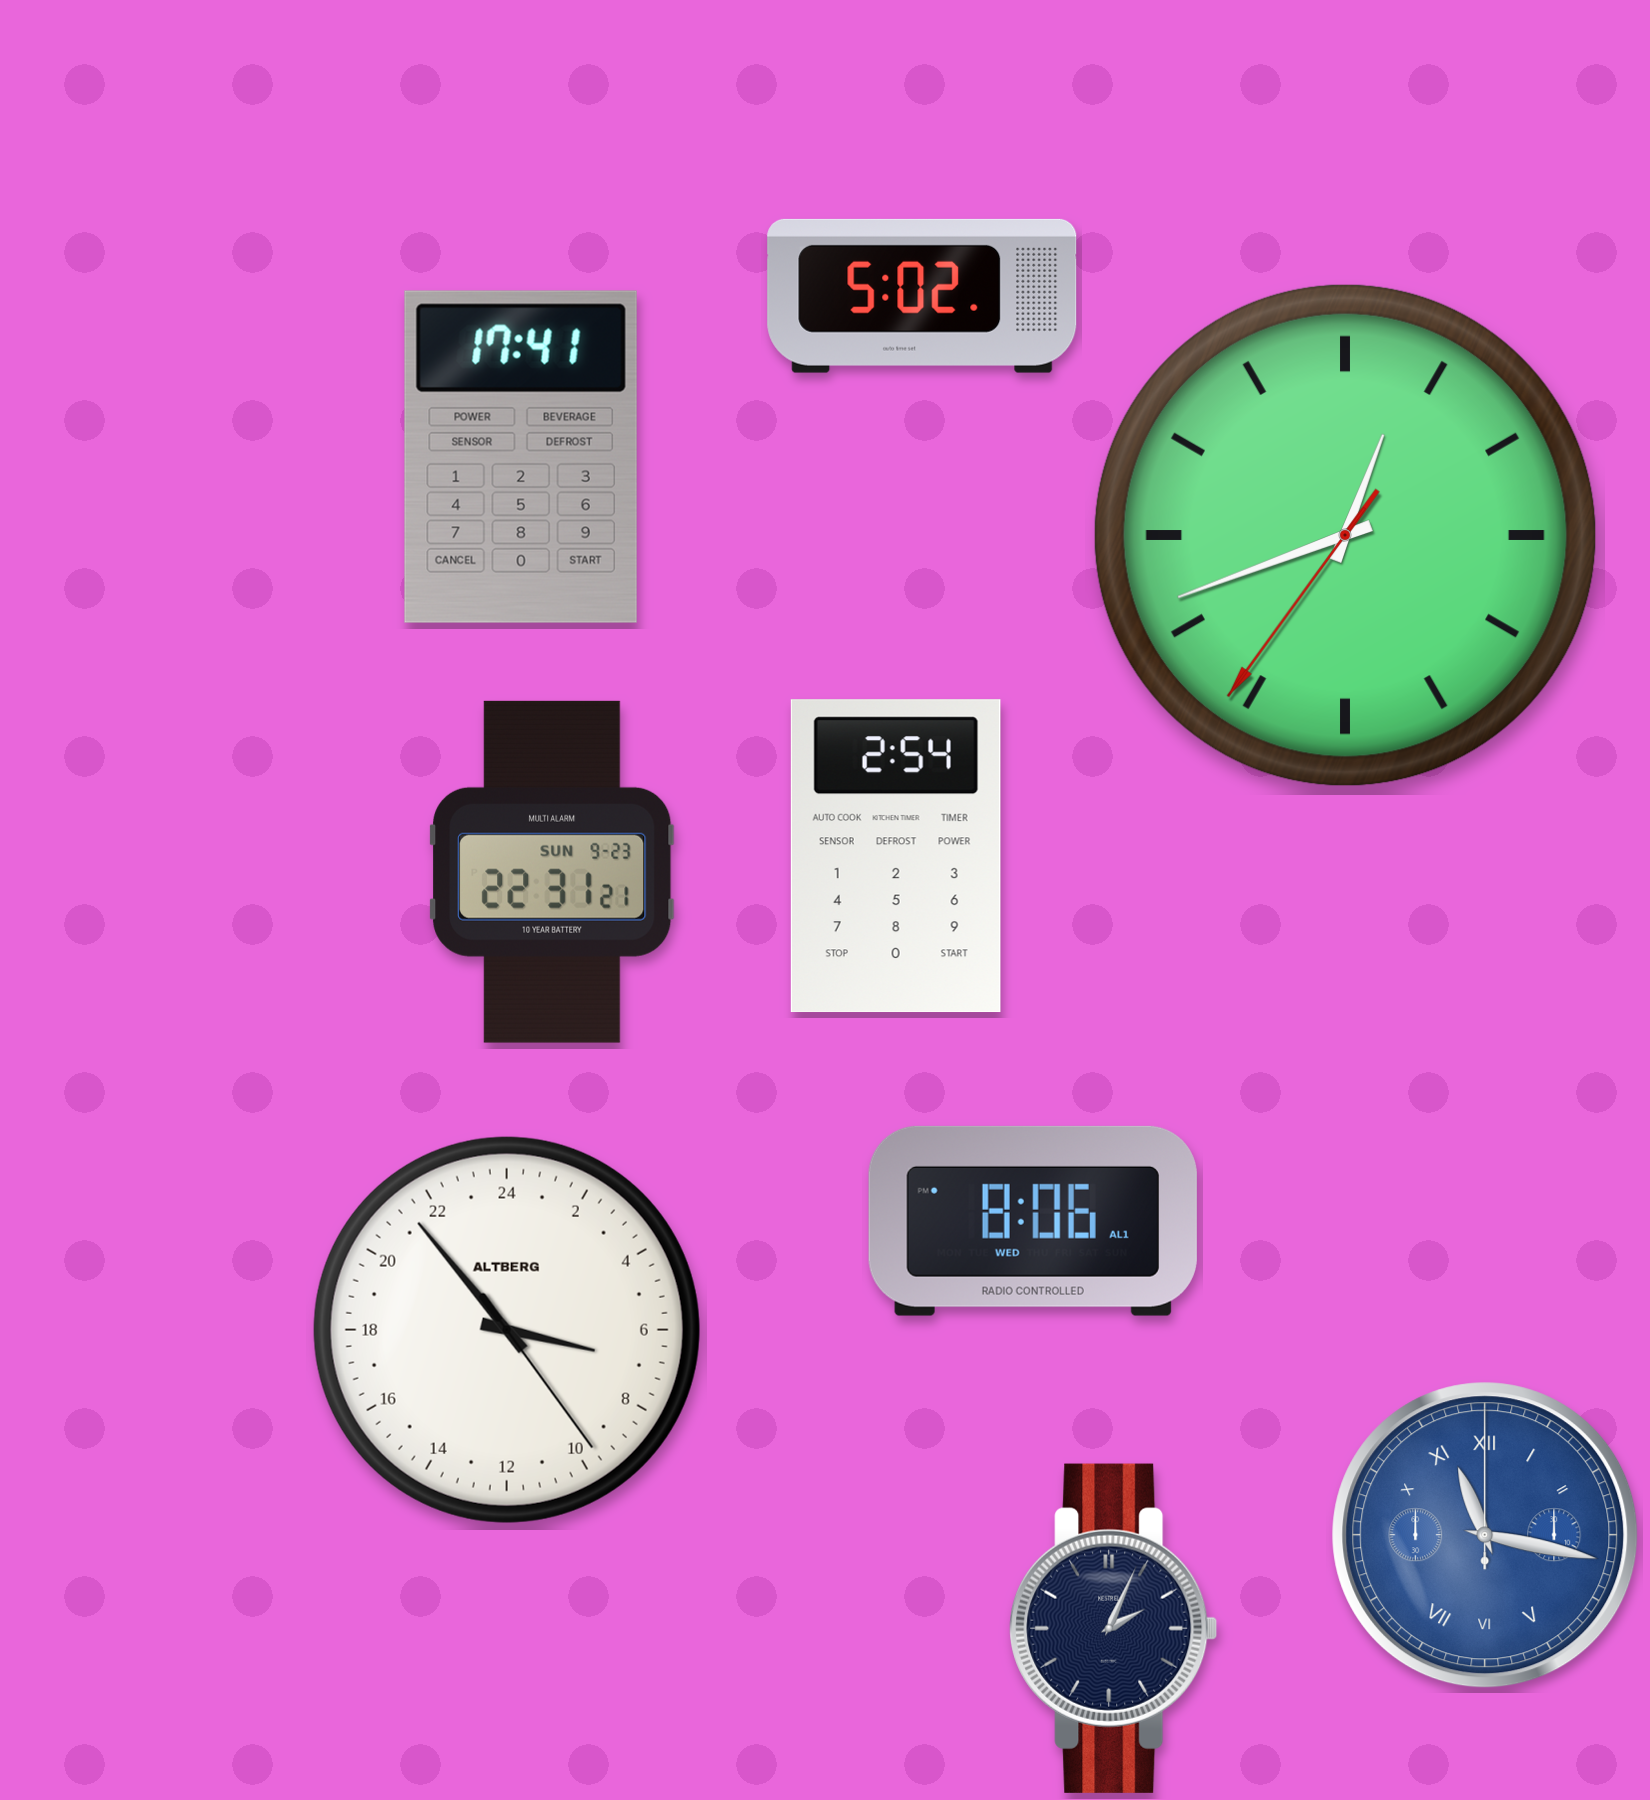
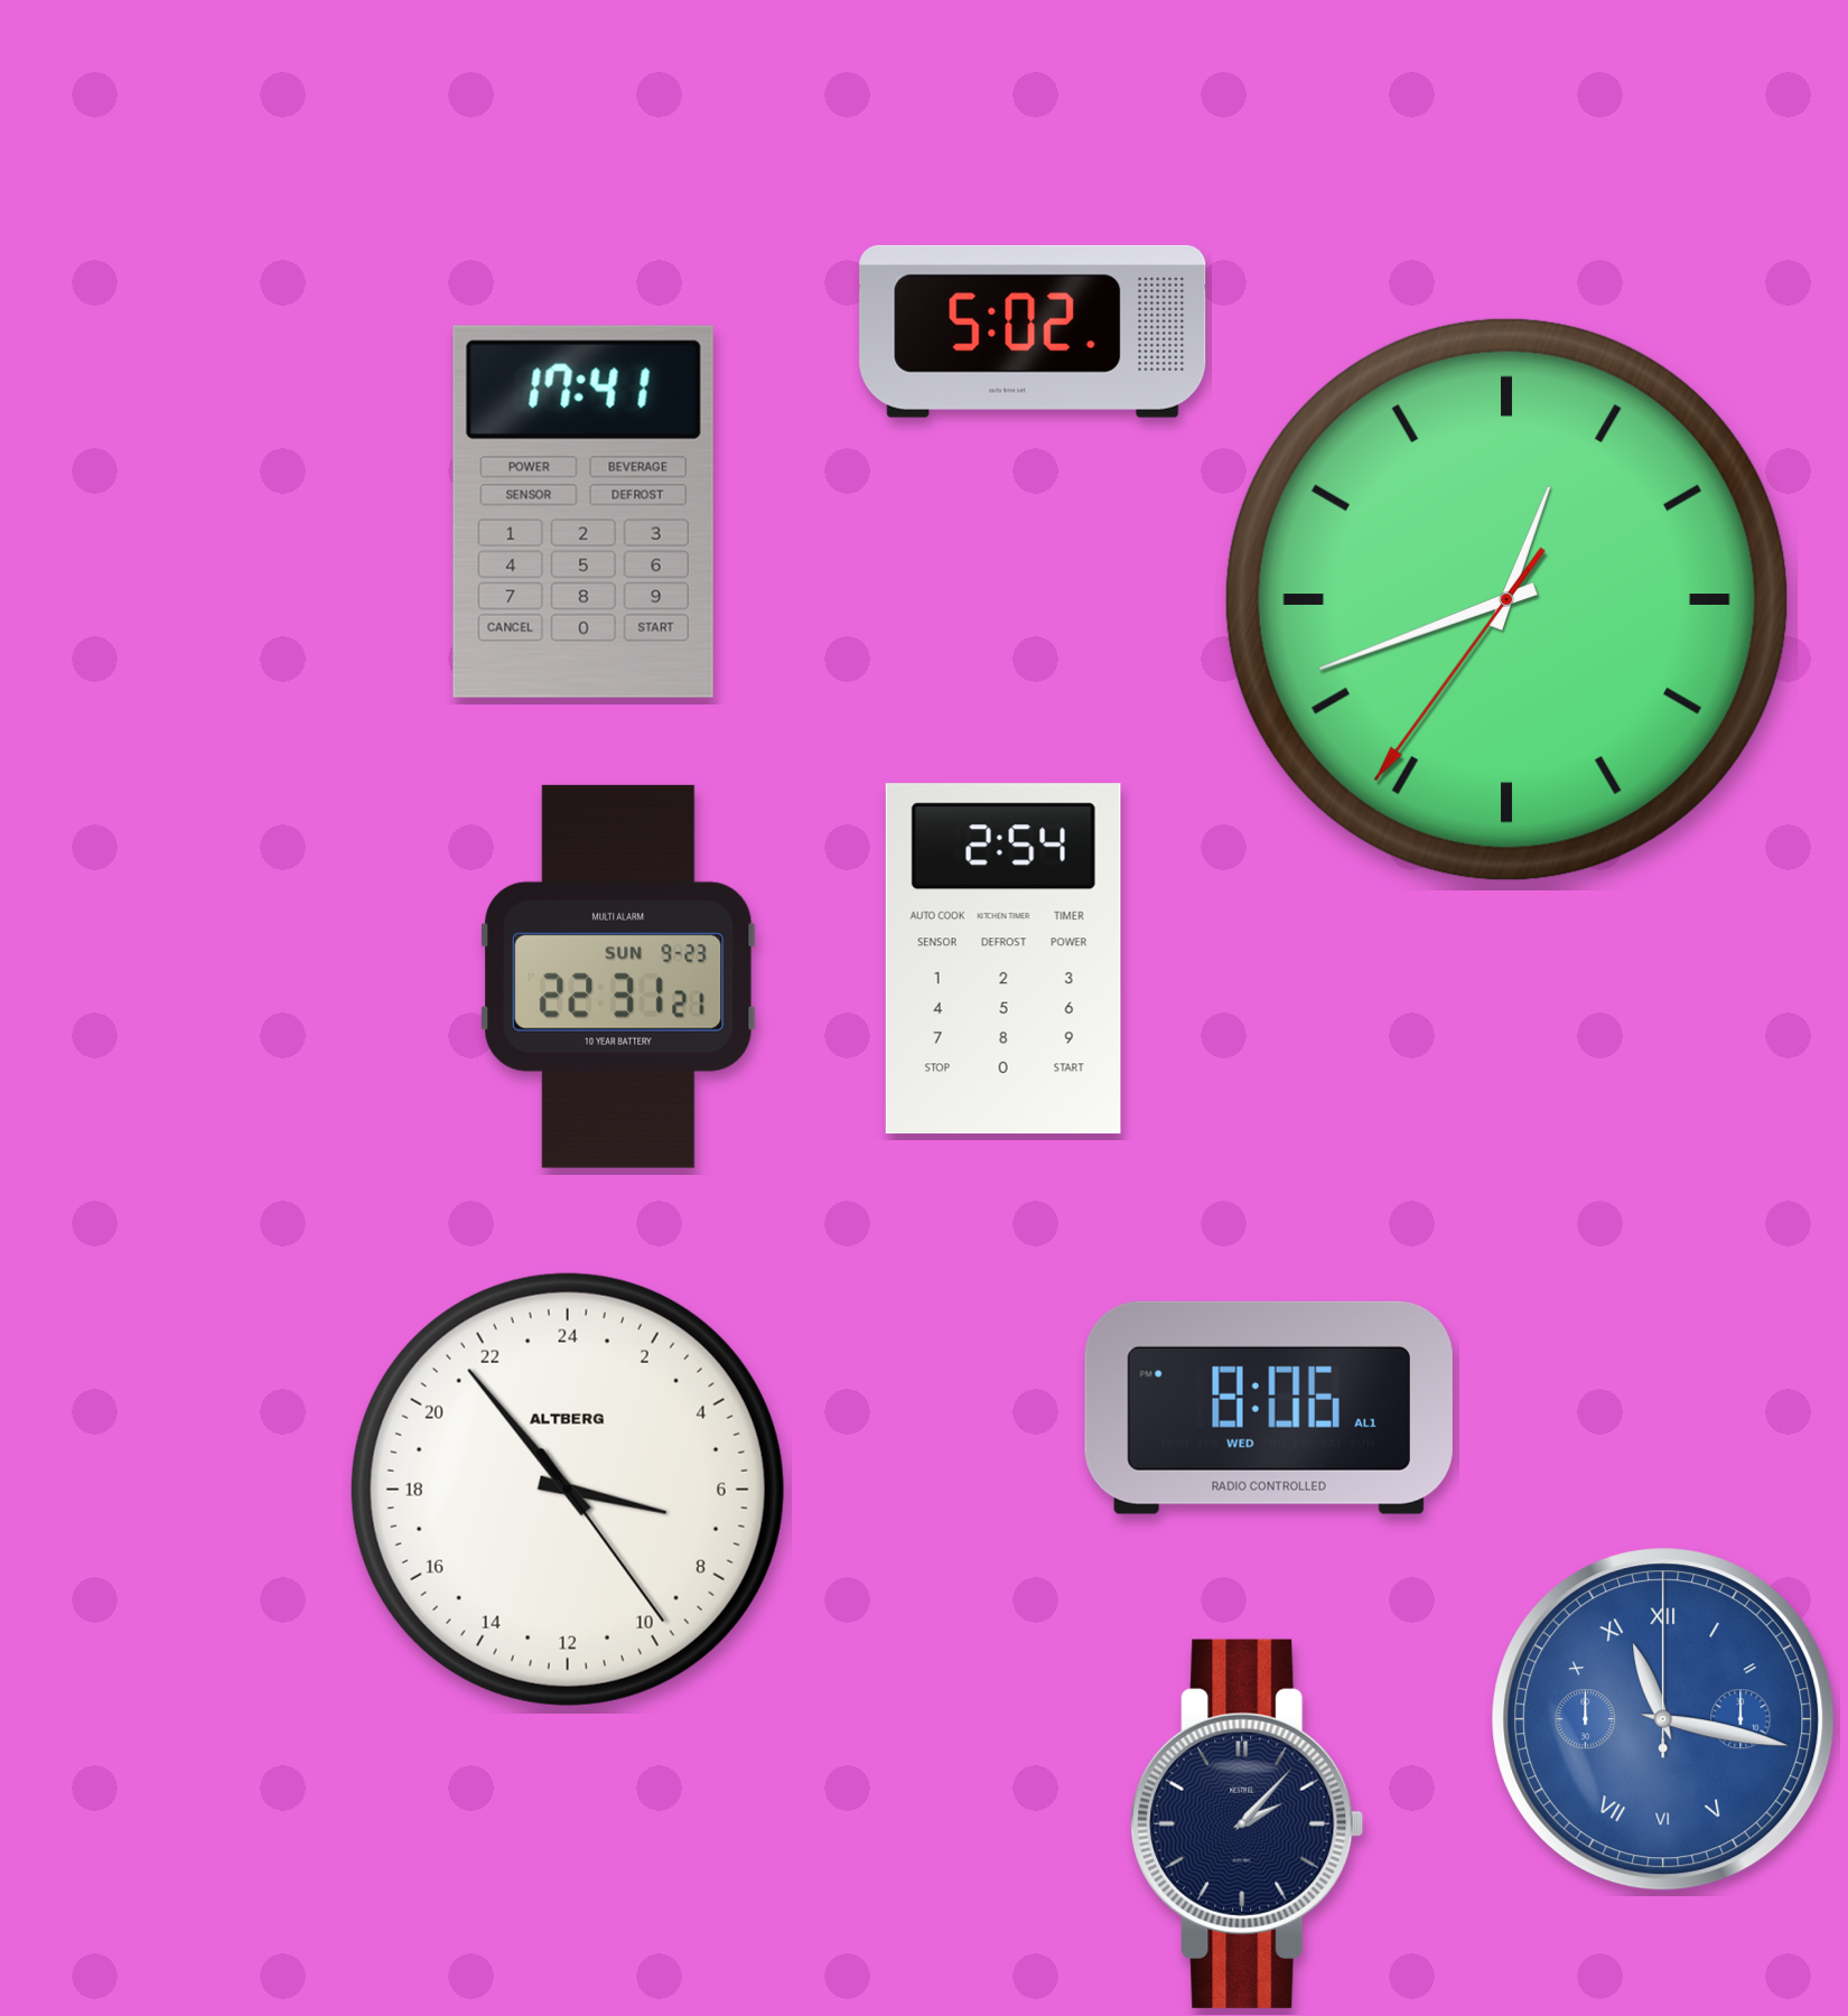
clock at (1033, 1221) position: (1033, 1221) -> (1269, 1408)
clock at (1114, 1628): 2:04 -> 2:07
